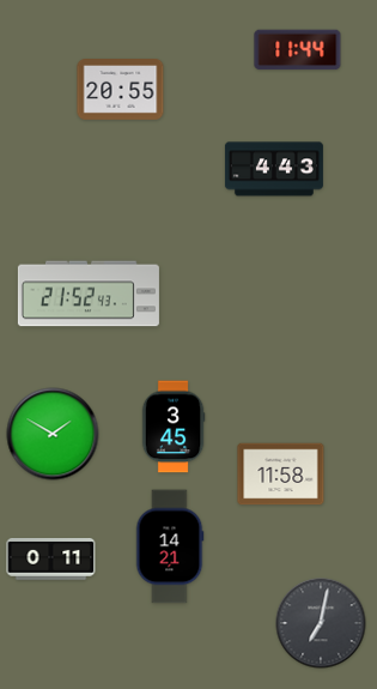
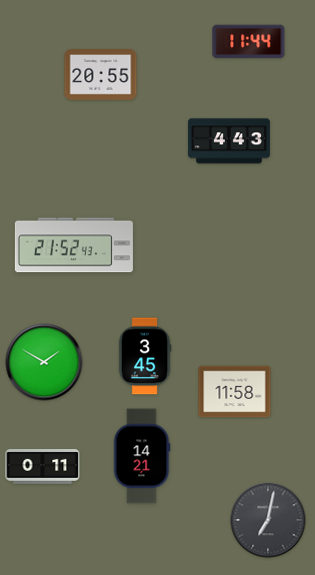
clock at (281, 475) position: (281, 475) -> (235, 392)
